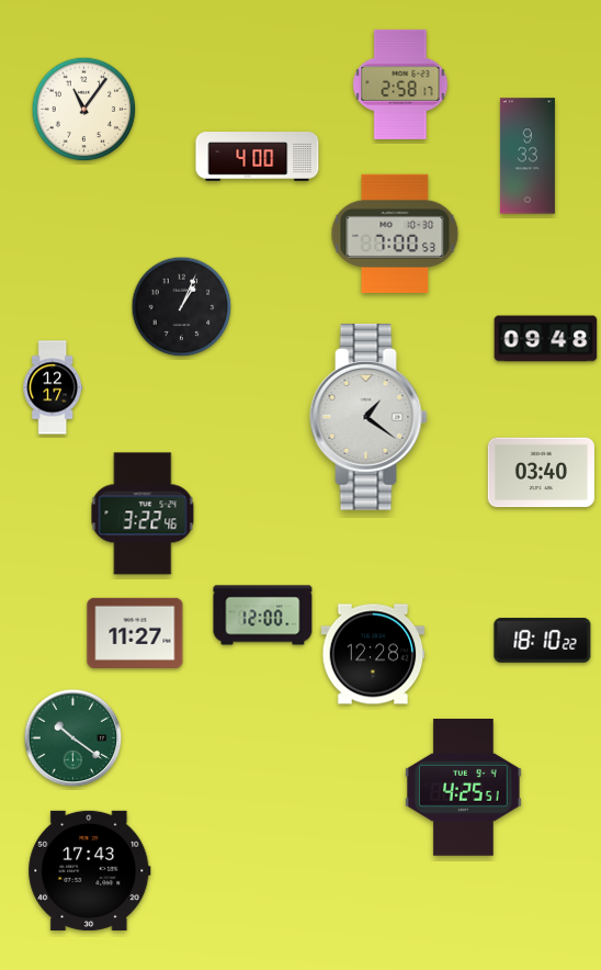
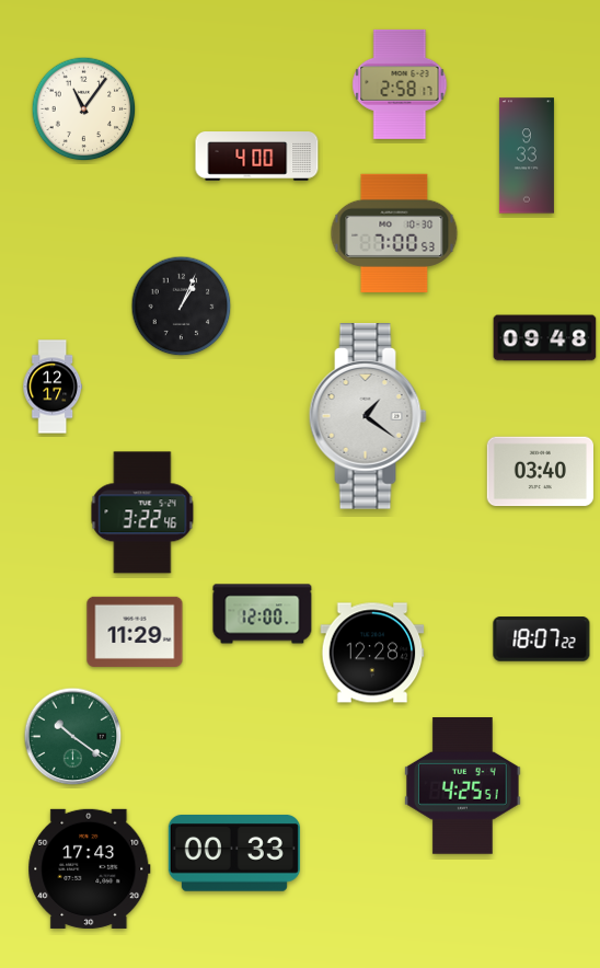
clock at (135, 633): 11:27 -> 11:29
clock at (543, 641): 18:10 -> 18:07
clock at (234, 854): none -> 00:33
